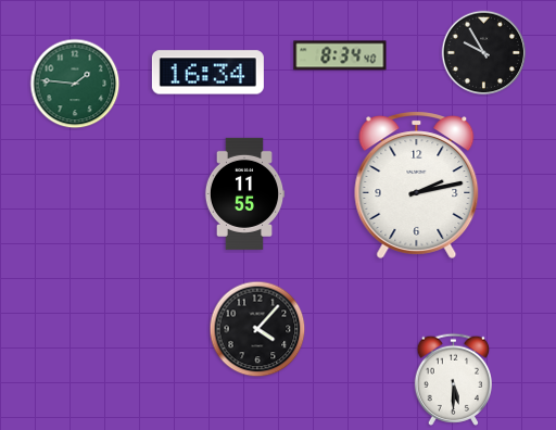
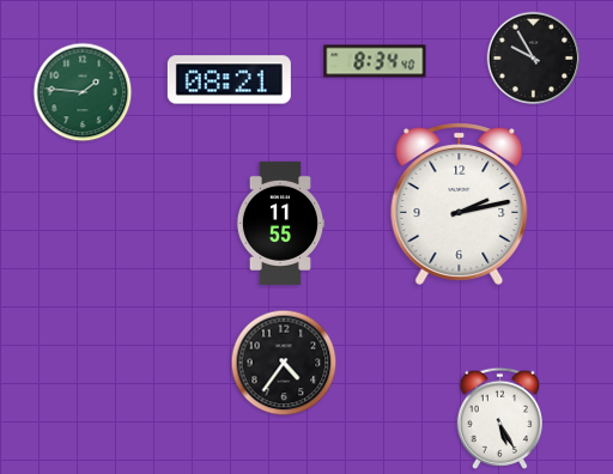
clock at (207, 73): 16:34 -> 08:21
clock at (244, 193) position: (244, 193) -> (280, 223)
clock at (257, 329): 4:07 -> 4:36
clock at (453, 379): 5:30 -> 5:25
